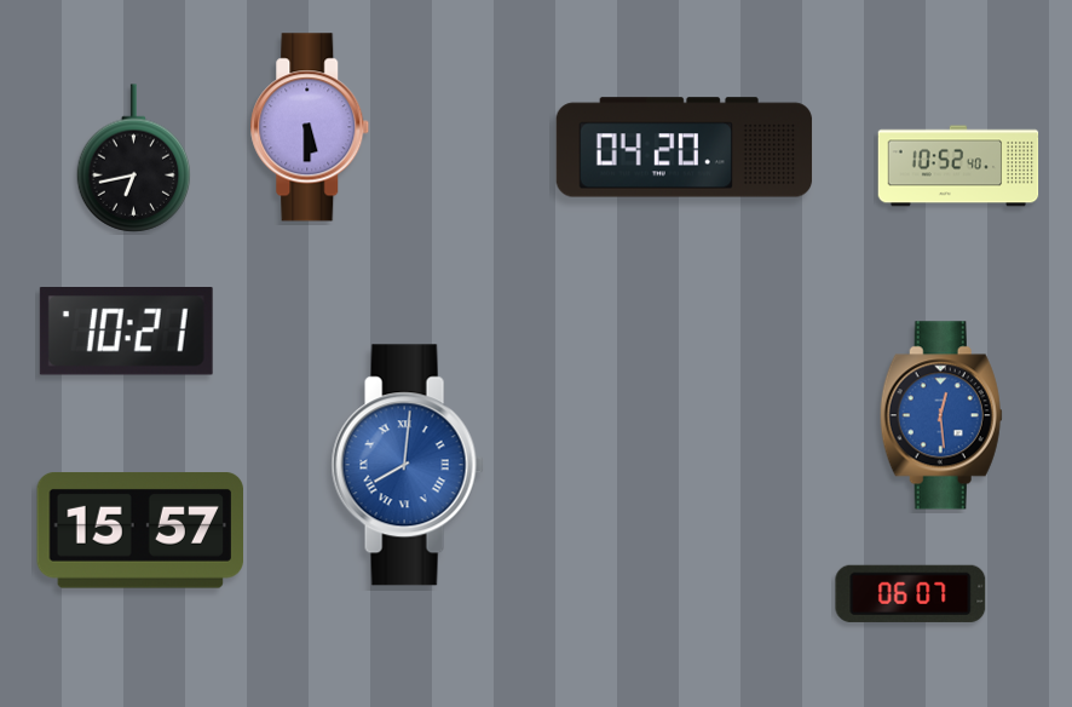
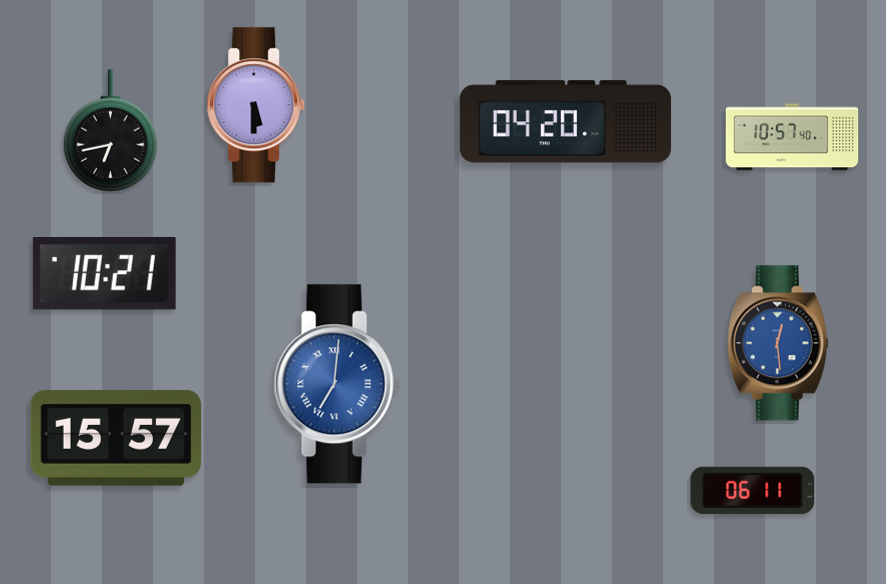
clock at (958, 166): 10:52 -> 10:57
clock at (408, 465): 8:01 -> 7:01
clock at (911, 593): 06:07 -> 06:11
